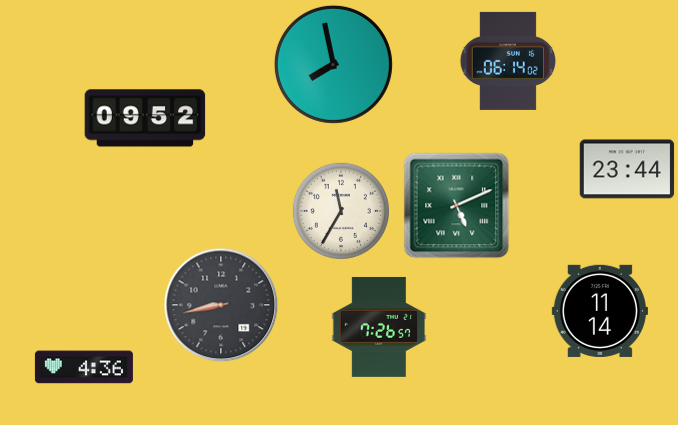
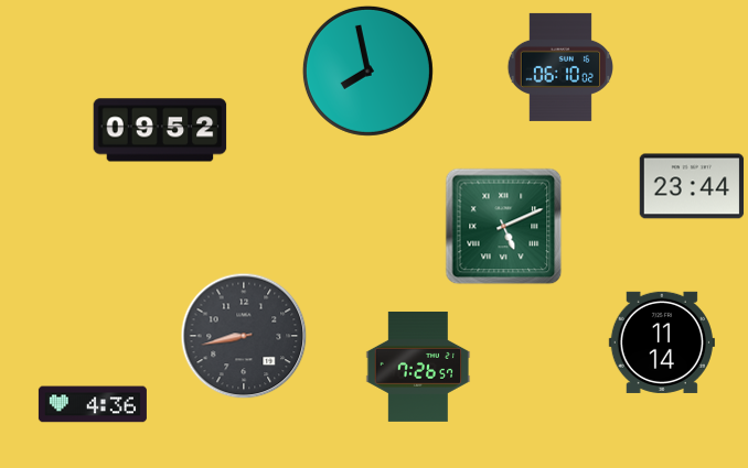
clock at (507, 61): 06:14 -> 06:10
clock at (341, 211): 11:35 -> none
clock at (379, 327) position: (379, 327) -> (418, 367)
